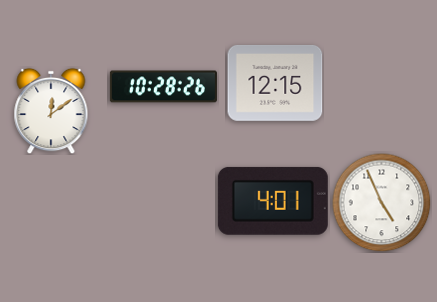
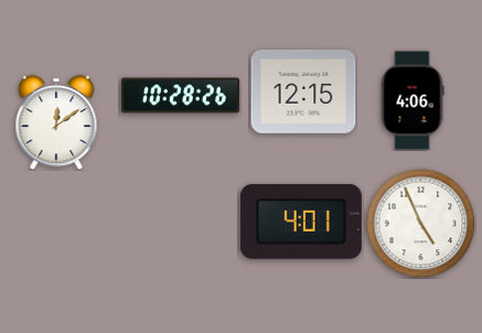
clock at (413, 100): none -> 4:06
